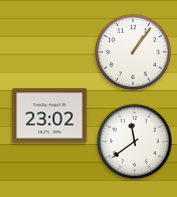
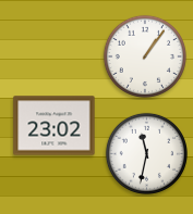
clock at (134, 141): 11:39 -> 11:32
